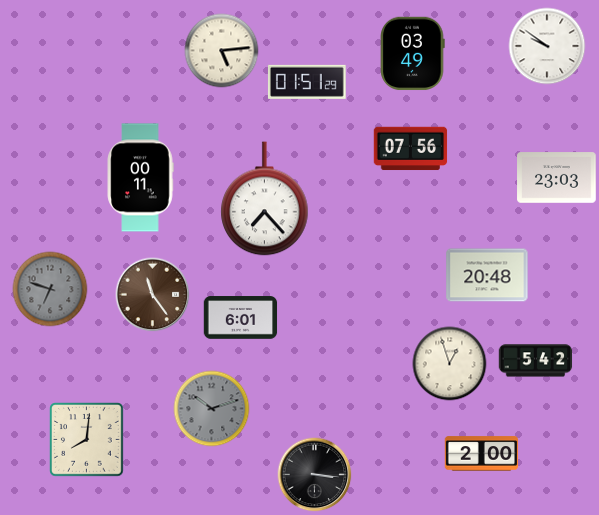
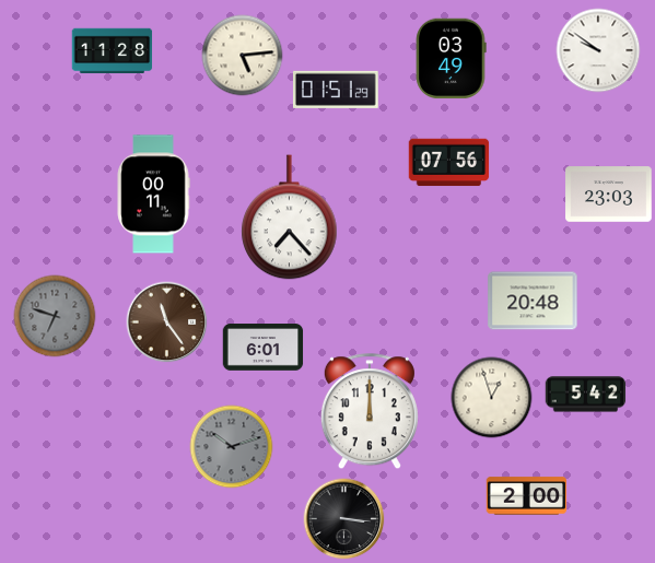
clock at (113, 51): none -> 11:28
clock at (370, 412): none -> 12:00
clock at (87, 440): 8:01 -> none
